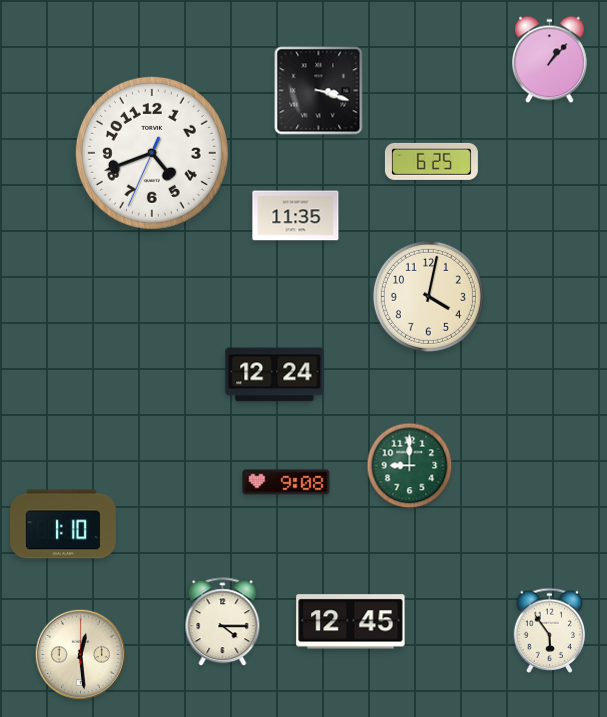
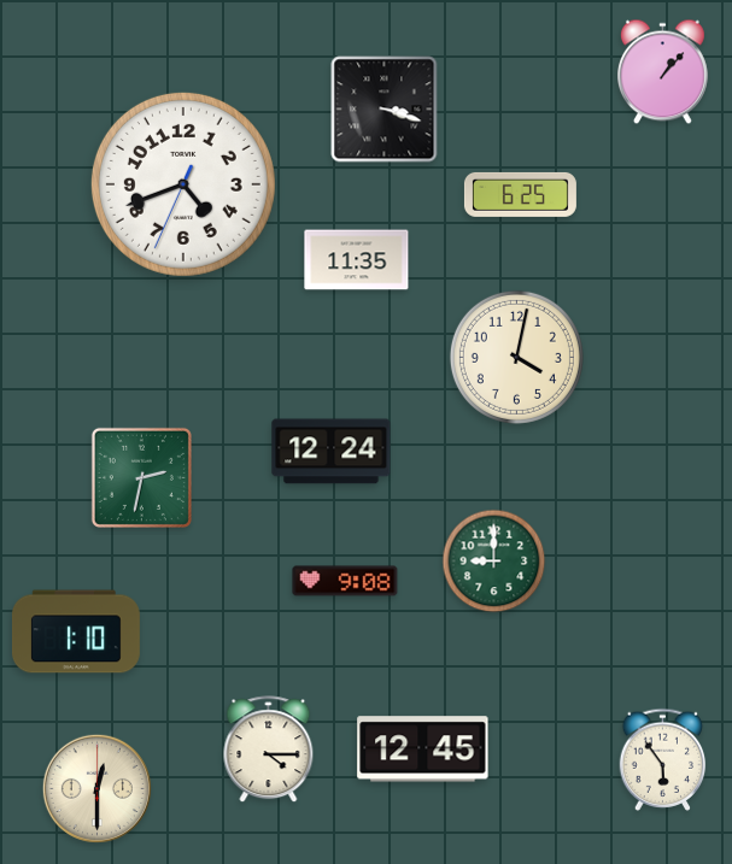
clock at (141, 477): none -> 2:32
clock at (80, 654): 12:29 -> 12:30
